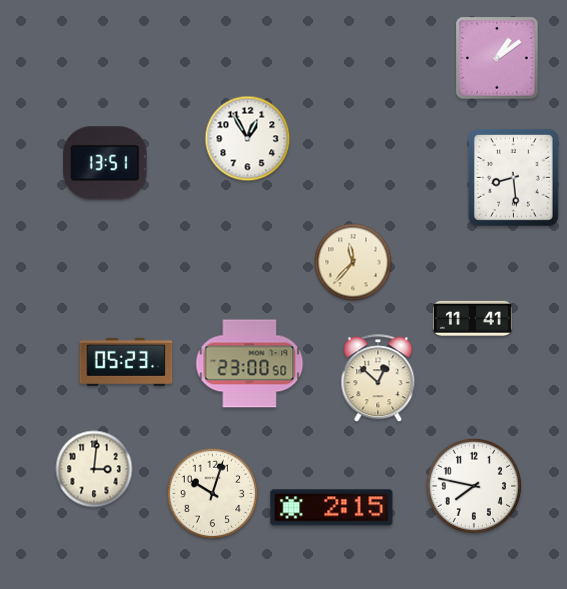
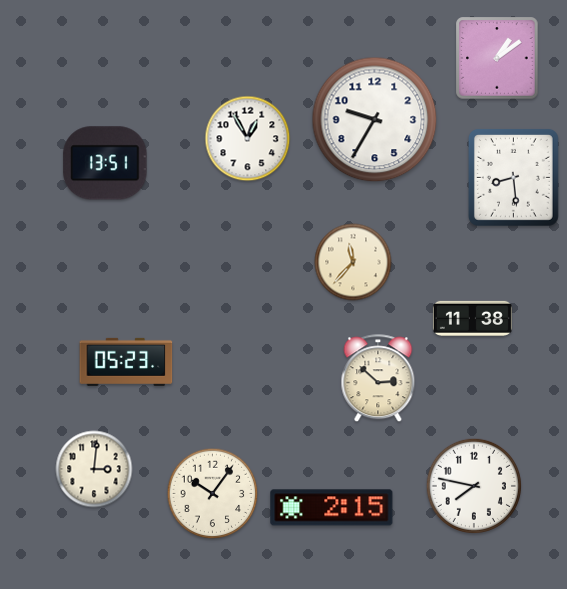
clock at (375, 120): none -> 9:35
clock at (472, 318): 11:41 -> 11:38
clock at (250, 364): 23:00 -> none
clock at (378, 379): 12:52 -> 2:52
clock at (213, 494): 10:03 -> 10:06
